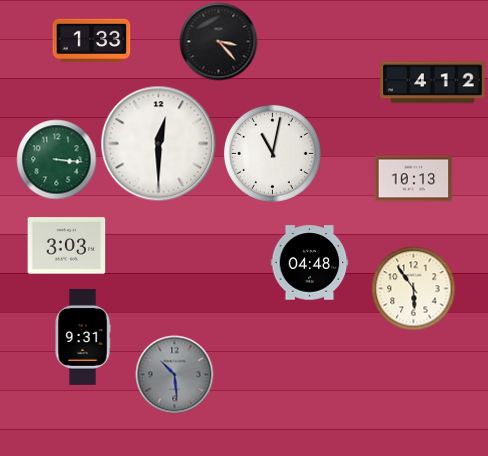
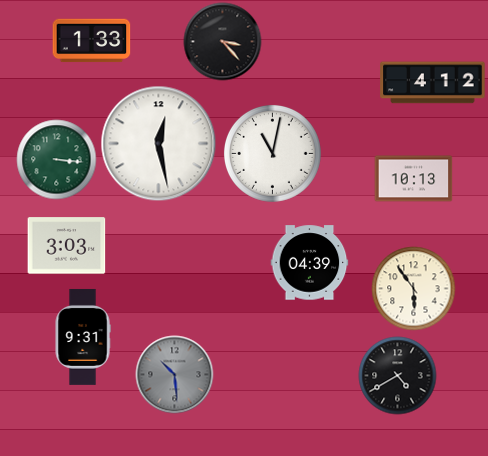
clock at (218, 41) position: (218, 41) -> (222, 41)
clock at (158, 143): 12:30 -> 12:28
clock at (309, 263): 04:48 -> 04:39
clock at (397, 375): none -> 4:40
